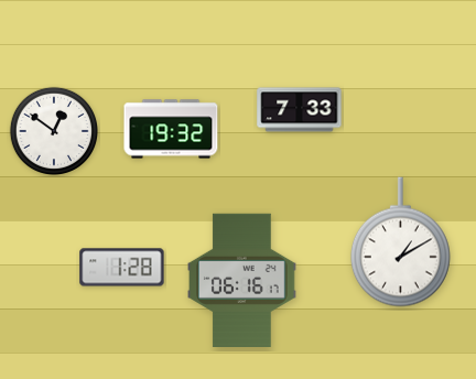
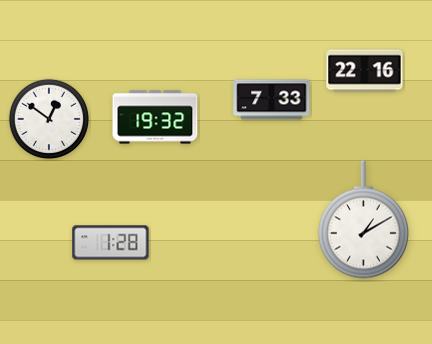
clock at (365, 71): none -> 22:16
clock at (242, 280): 06:16 -> none
